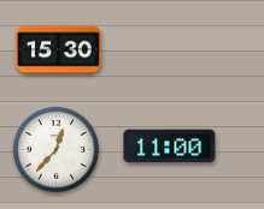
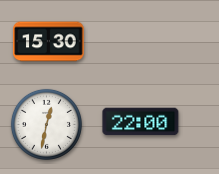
clock at (170, 147): 11:00 -> 22:00
clock at (55, 149): 12:37 -> 12:32
